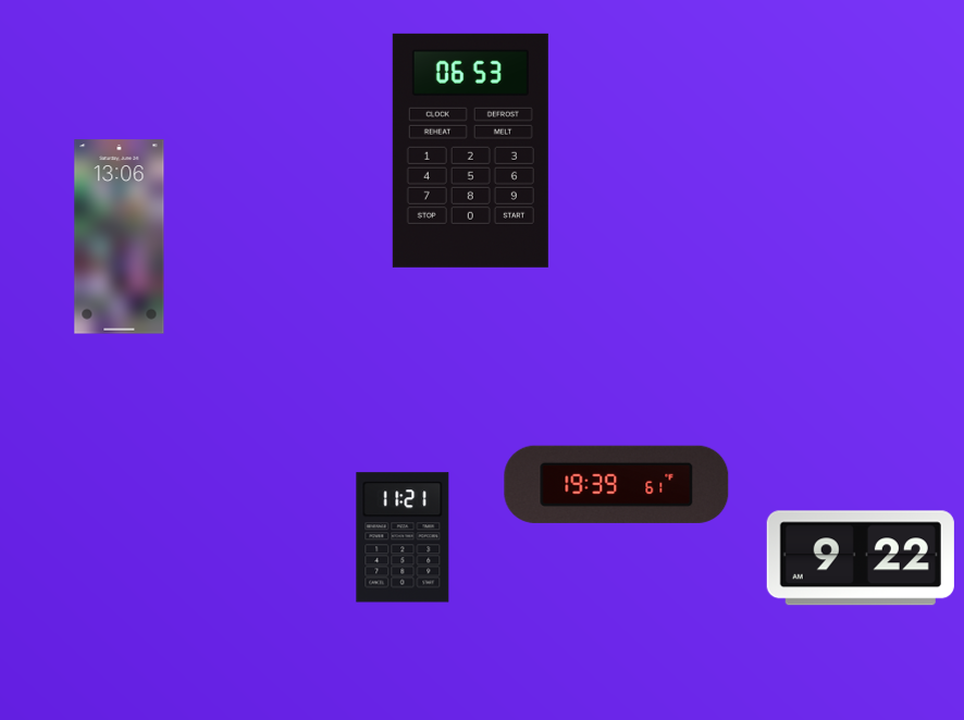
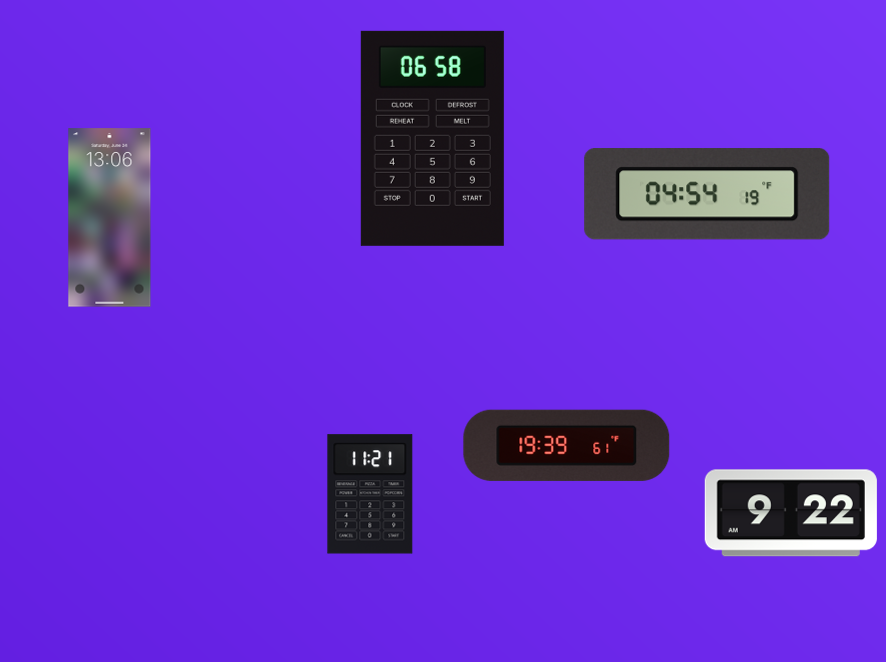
clock at (470, 150): 06:53 -> 06:58
clock at (707, 195): none -> 04:54
